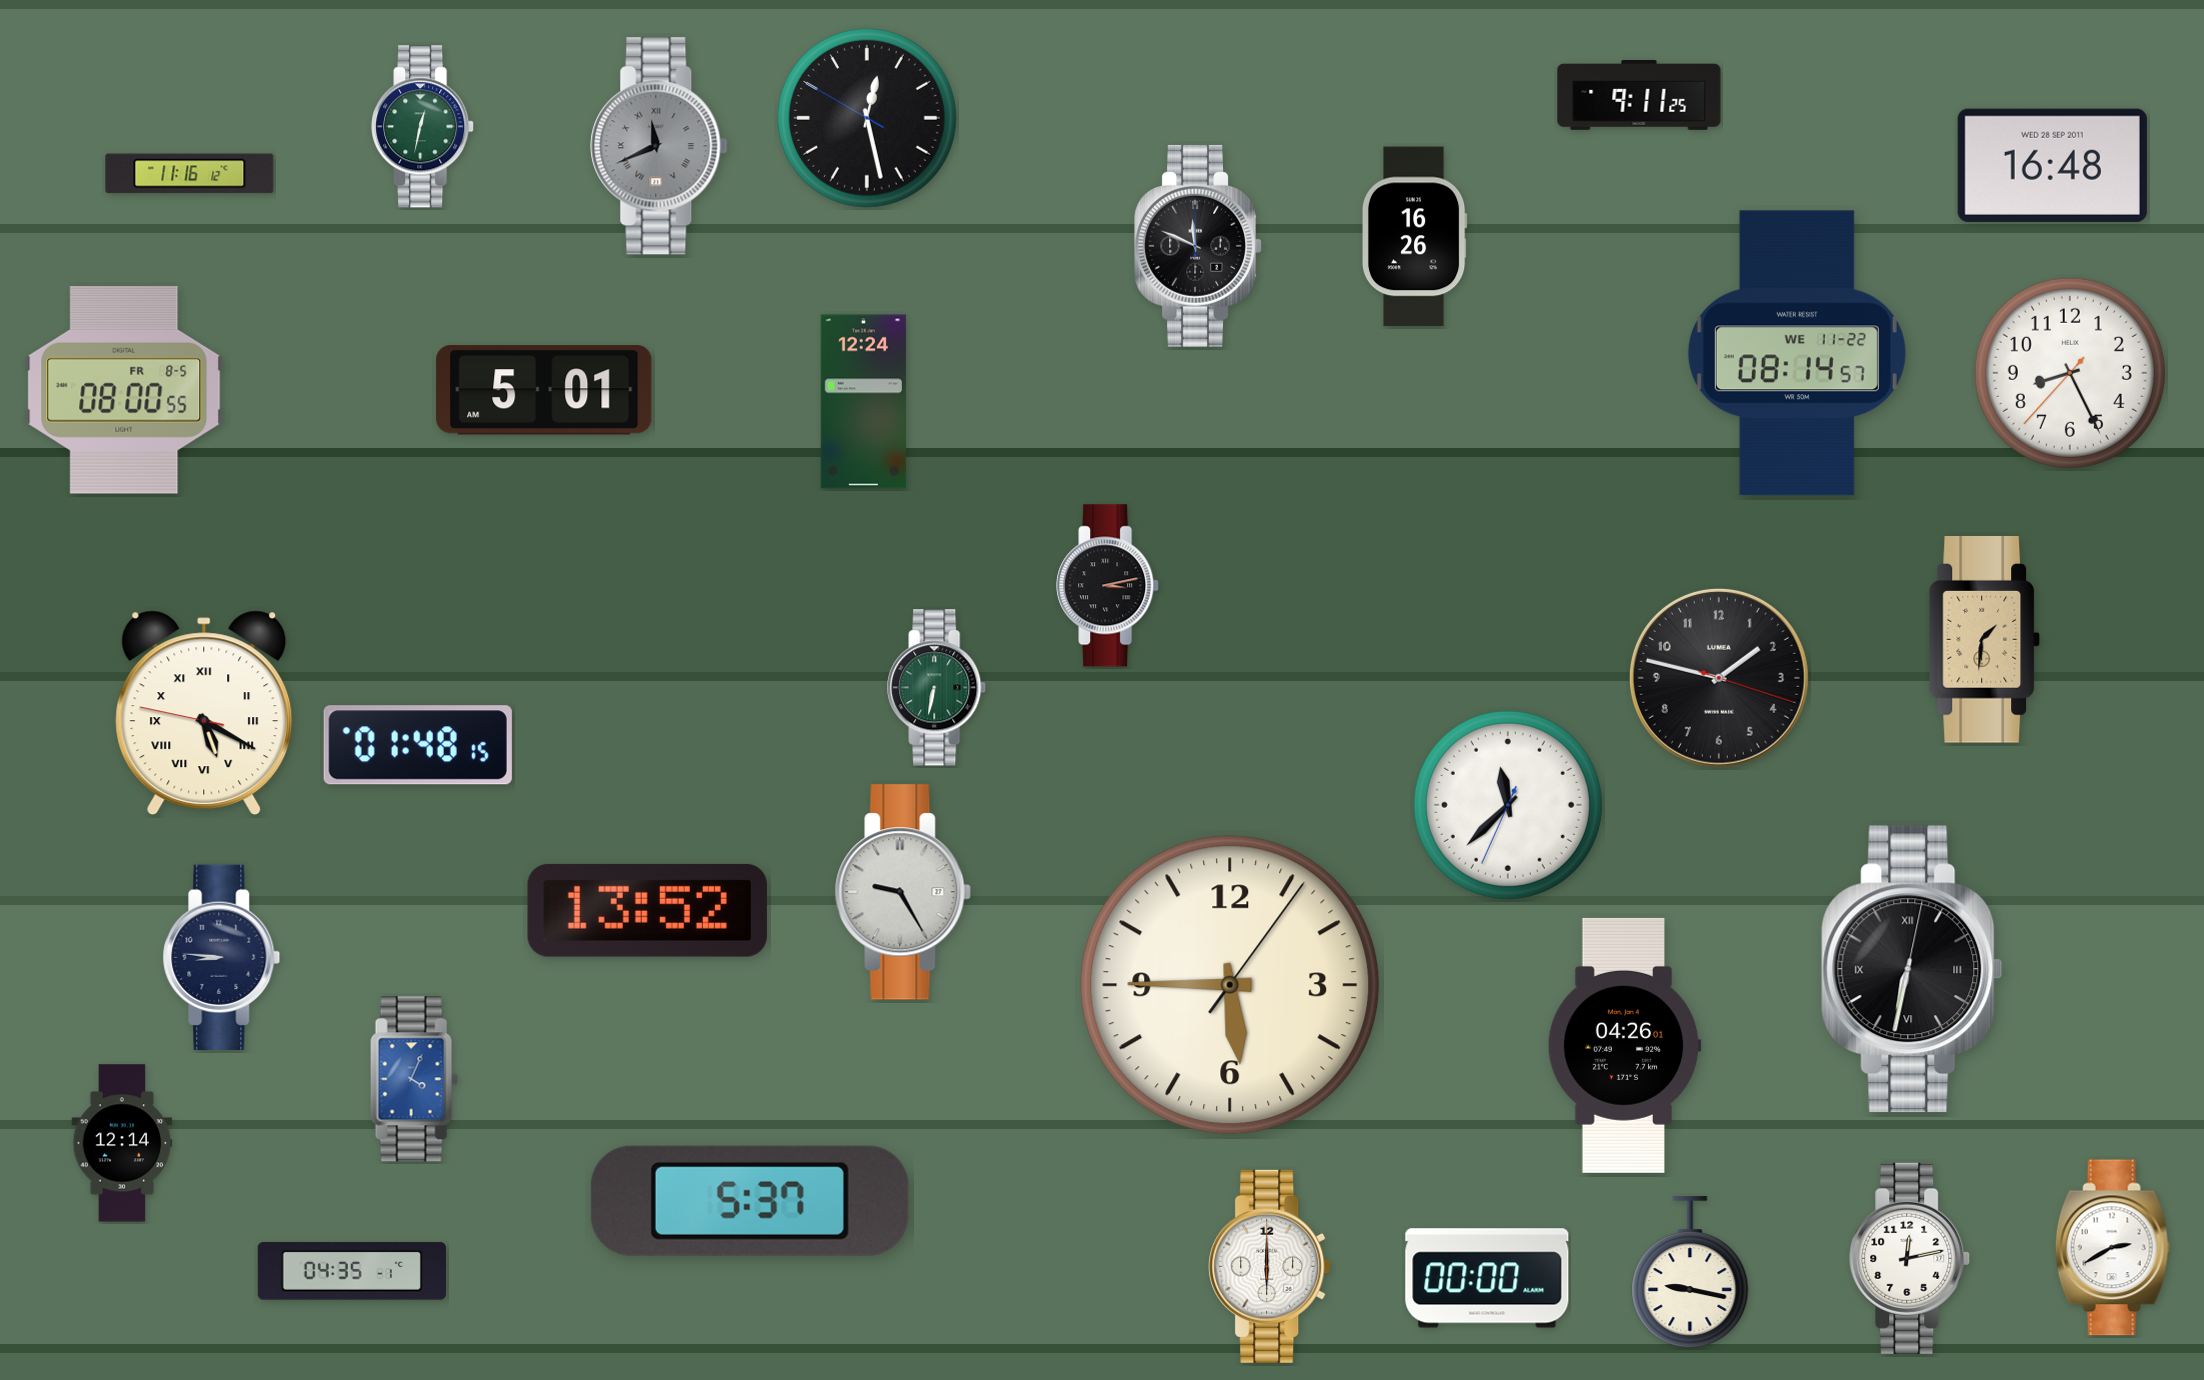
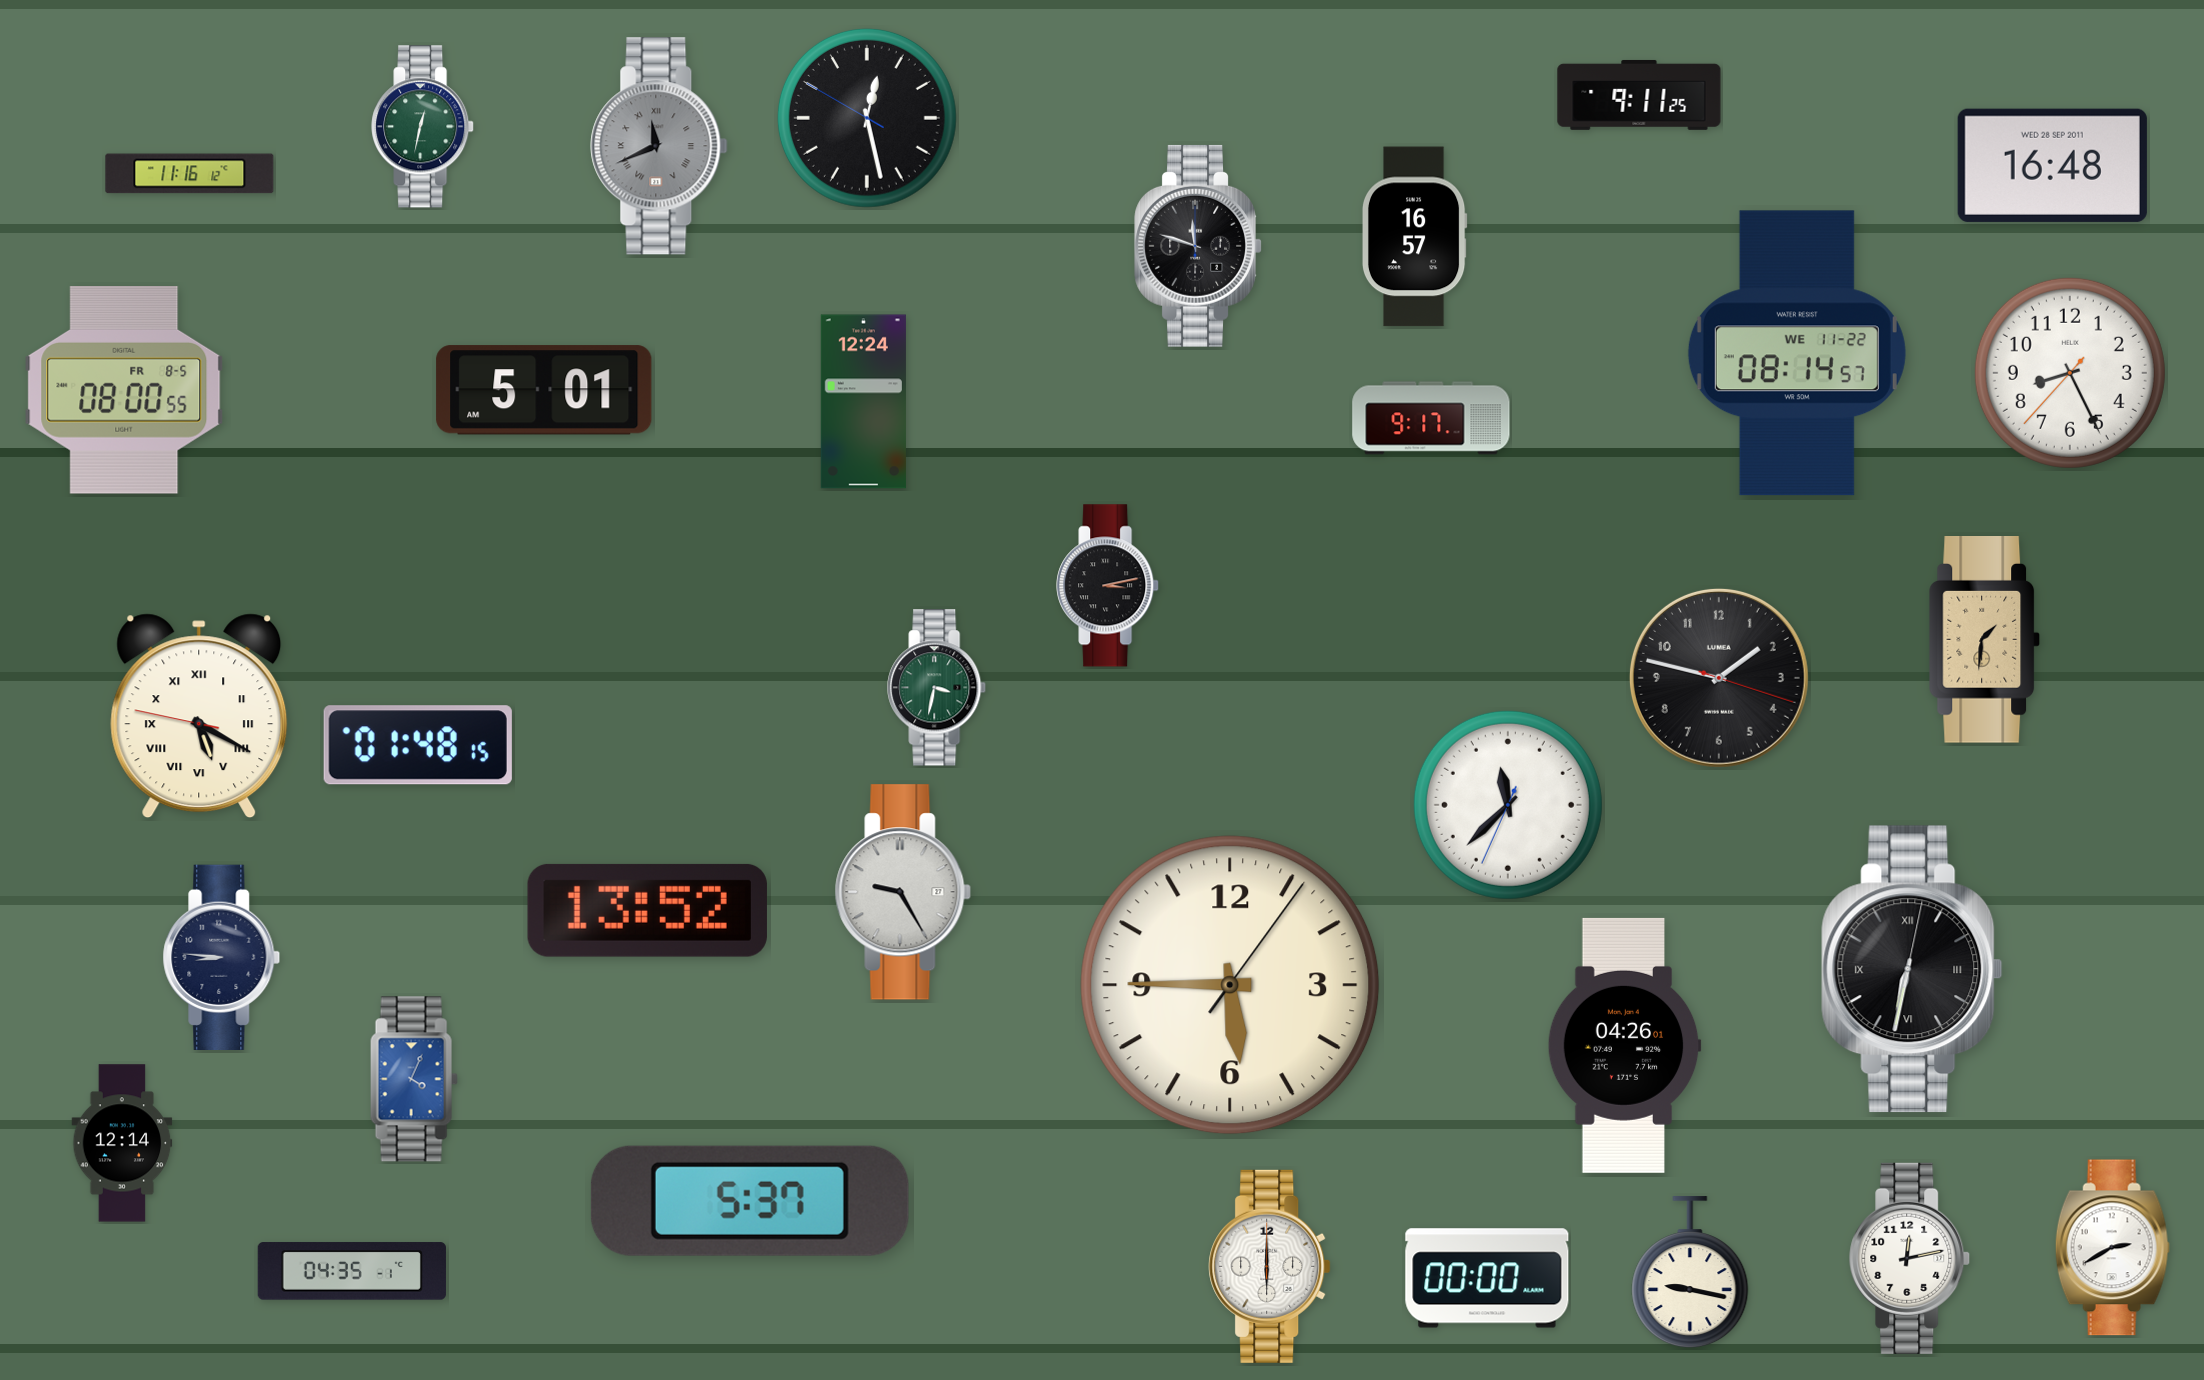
clock at (1414, 237): 16:26 -> 16:57
clock at (1198, 246): 11:49 -> 11:48
clock at (1431, 418): none -> 9:17
clock at (937, 688): 6:32 -> 3:32
clock at (204, 713) position: (204, 713) -> (199, 716)
